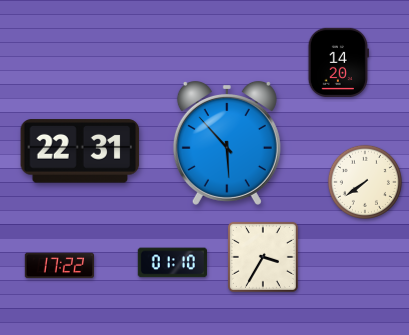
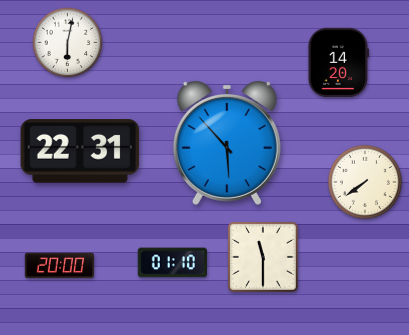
clock at (68, 43): none -> 6:02
clock at (263, 257): 3:35 -> 11:30
clock at (59, 266): 17:22 -> 20:00
